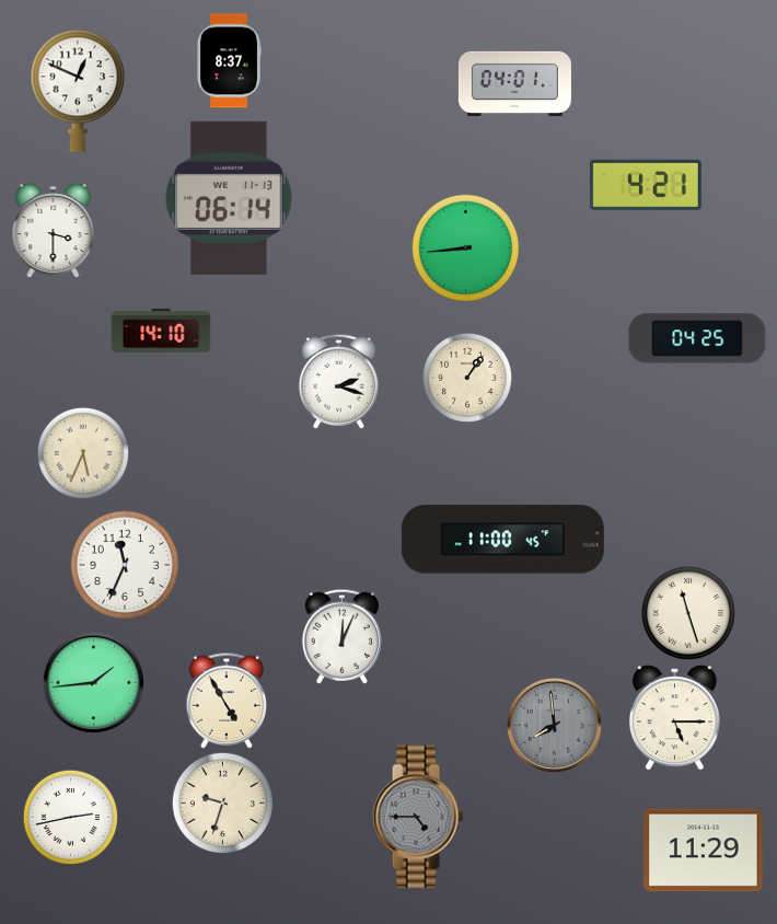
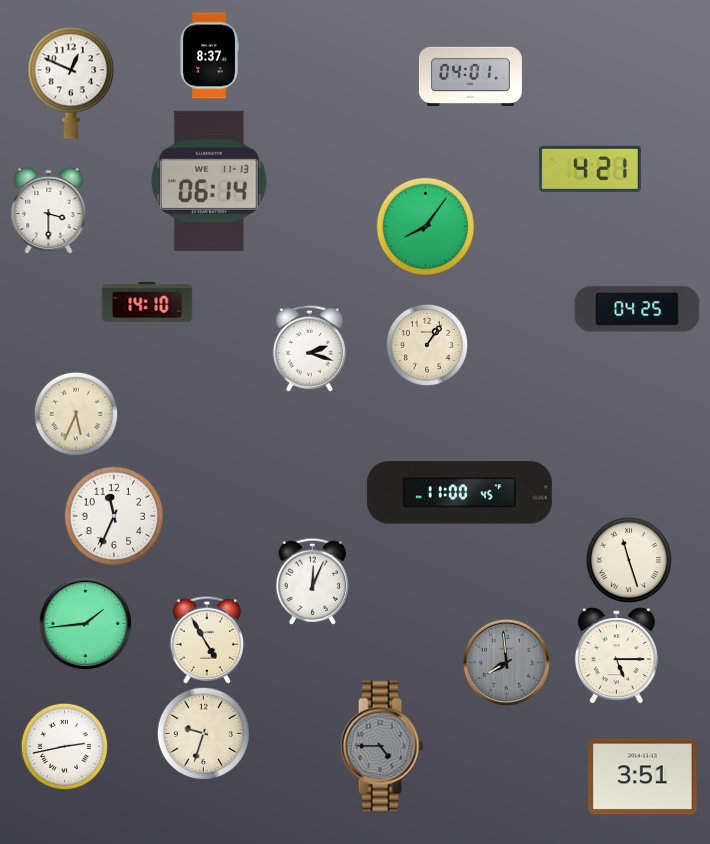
clock at (466, 249): 8:44 -> 8:06
clock at (704, 851): 11:29 -> 3:51
